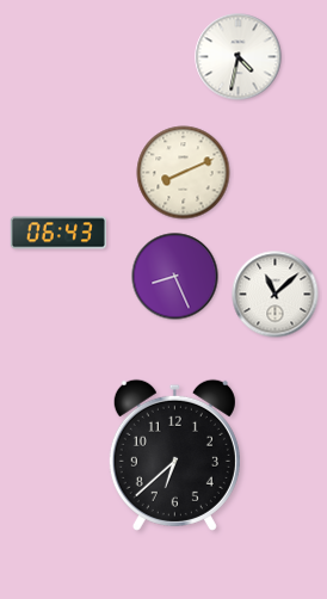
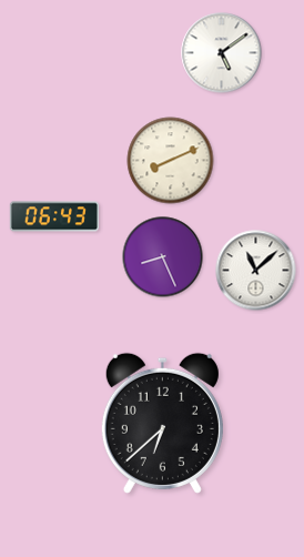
clock at (239, 57): 4:32 -> 5:09
clock at (276, 295) position: (276, 295) -> (256, 271)
